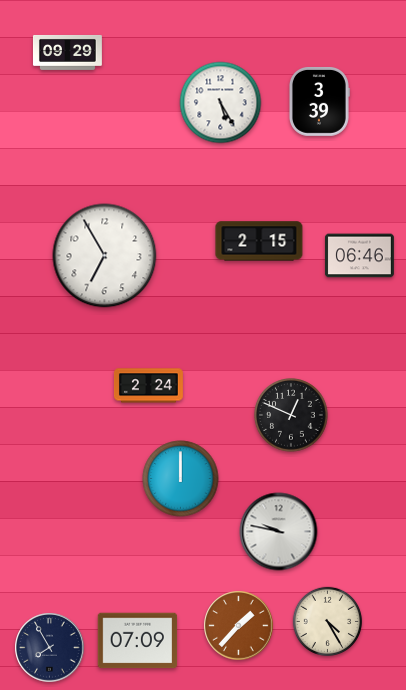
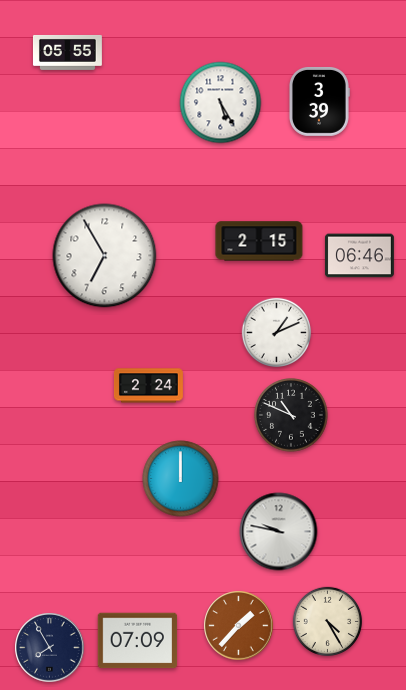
clock at (68, 52): 09:29 -> 05:55
clock at (277, 333): none -> 1:11
clock at (291, 415): 12:49 -> 10:49
